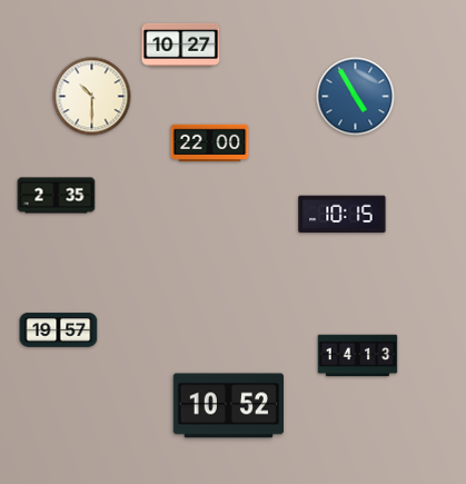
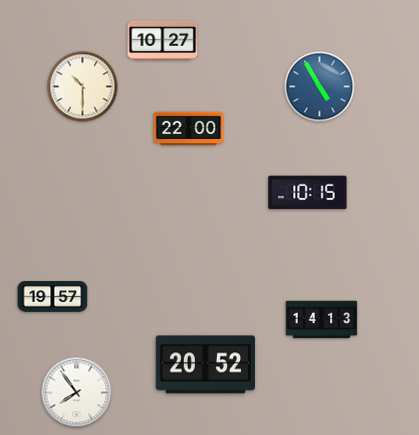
clock at (57, 196): 2:35 -> none
clock at (228, 406): 10:52 -> 20:52
clock at (77, 393): none -> 7:54
